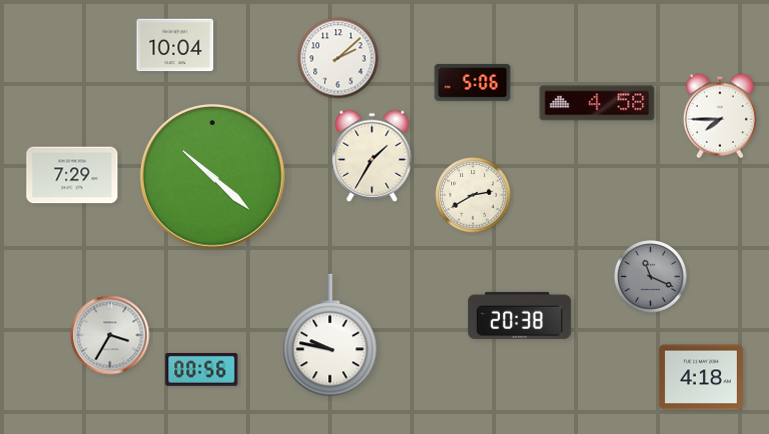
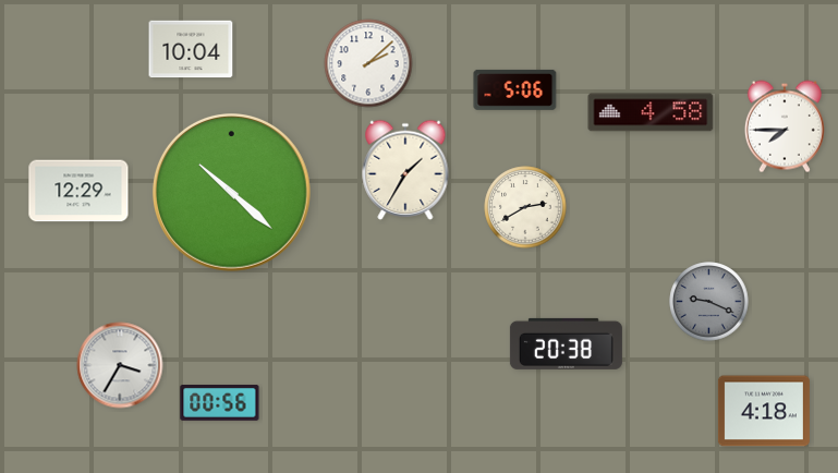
clock at (72, 175): 7:29 -> 12:29
clock at (473, 195) position: (473, 195) -> (525, 207)
clock at (651, 277): 11:19 -> 9:19
clock at (330, 335): 9:47 -> none
